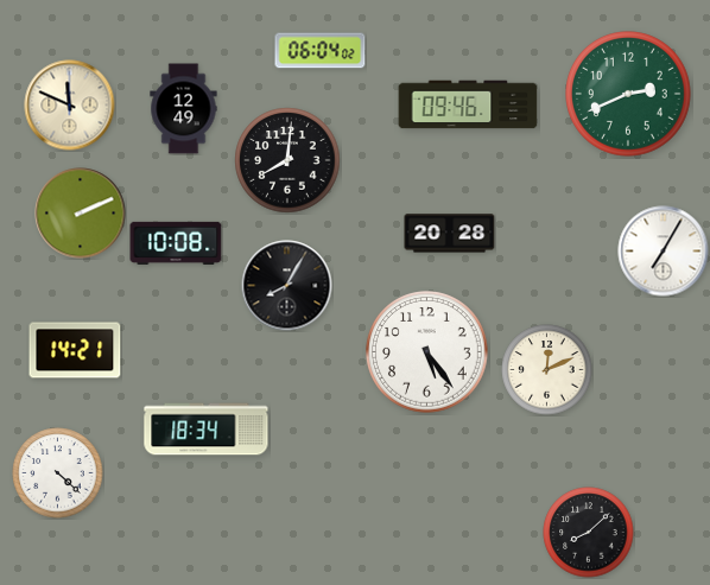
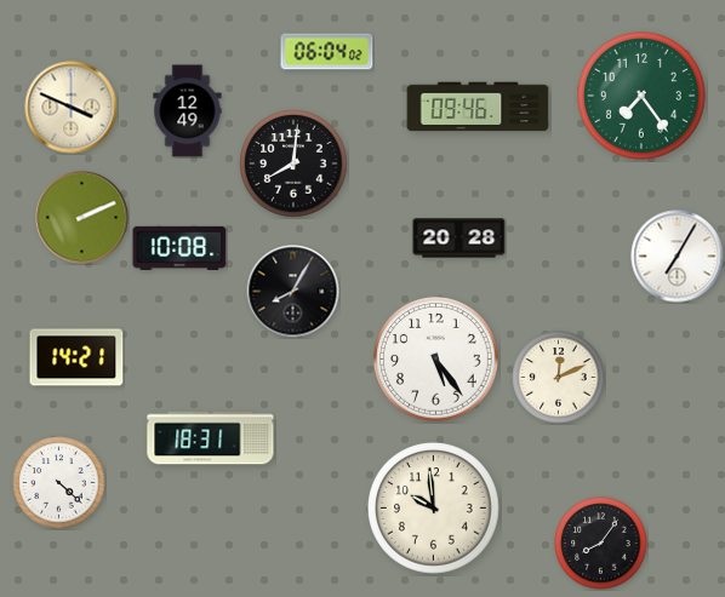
clock at (628, 94): 2:41 -> 7:24
clock at (70, 106): 11:49 -> 3:49
clock at (207, 430): 18:34 -> 18:31
clock at (434, 509): none -> 9:59
clock at (589, 533): 8:08 -> 8:06
